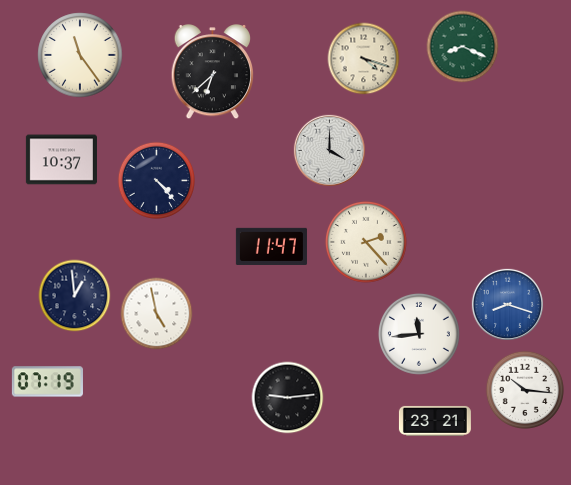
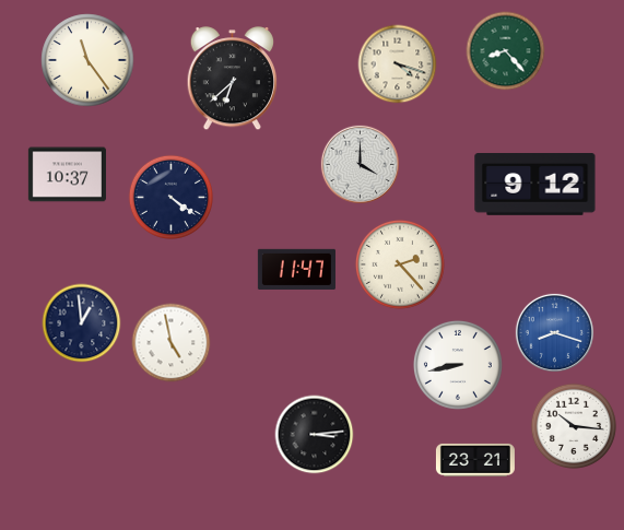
clock at (463, 47): 8:19 -> 8:23
clock at (535, 185): none -> 9:12
clock at (156, 180): 4:23 -> 4:21
clock at (419, 334): 11:44 -> 8:43
clock at (47, 382): 07:19 -> none
clock at (288, 398): 9:14 -> 3:14
